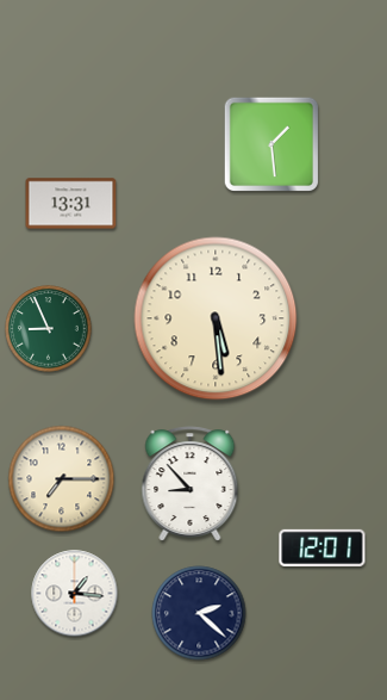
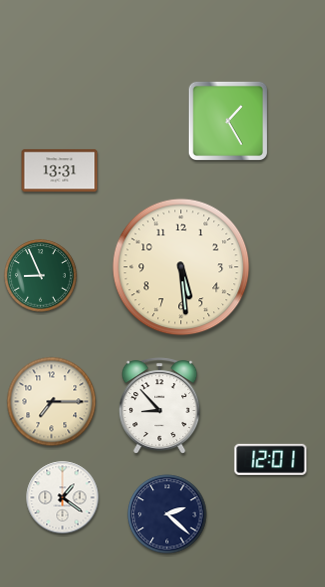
clock at (271, 144): 1:29 -> 1:25
clock at (75, 594): 1:16 -> 1:21
